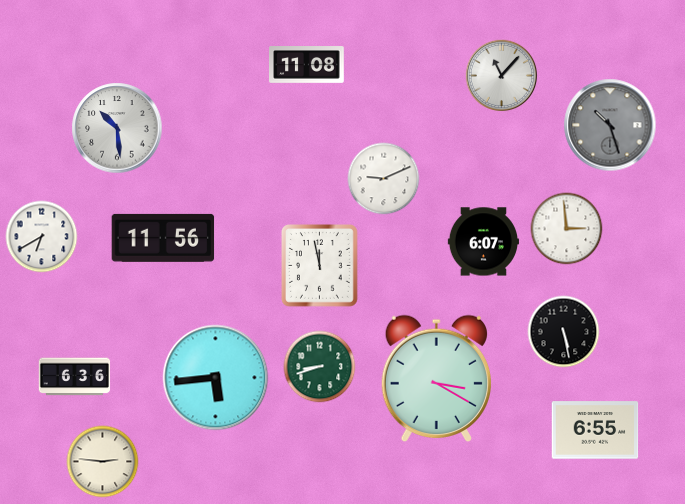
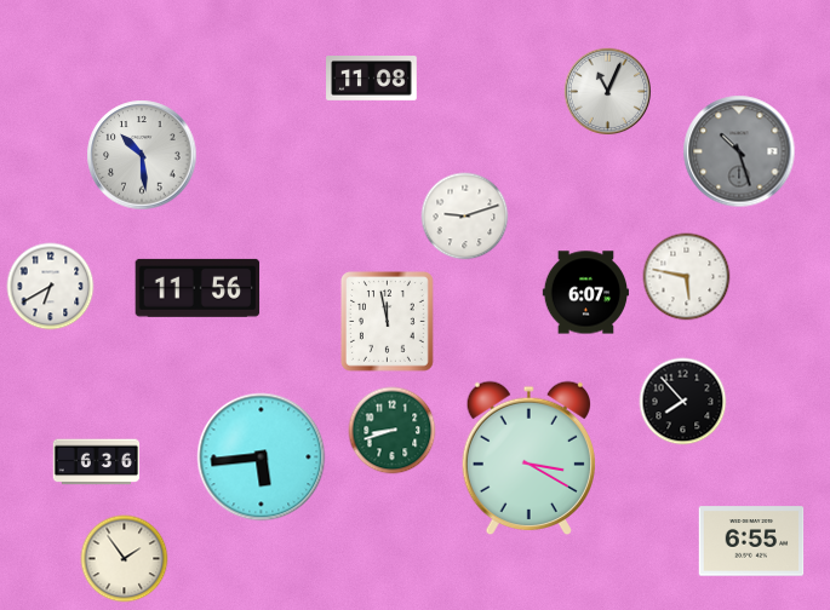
clock at (502, 76): 11:07 -> 11:04
clock at (384, 179): 9:11 -> 9:12
clock at (567, 229): 2:59 -> 5:47
clock at (564, 332): 5:28 -> 7:53
clock at (320, 367) position: (320, 367) -> (393, 431)
clock at (75, 377) position: (75, 377) -> (97, 462)
clock at (595, 430) position: (595, 430) -> (751, 541)
clock at (103, 462): 2:46 -> 1:54
